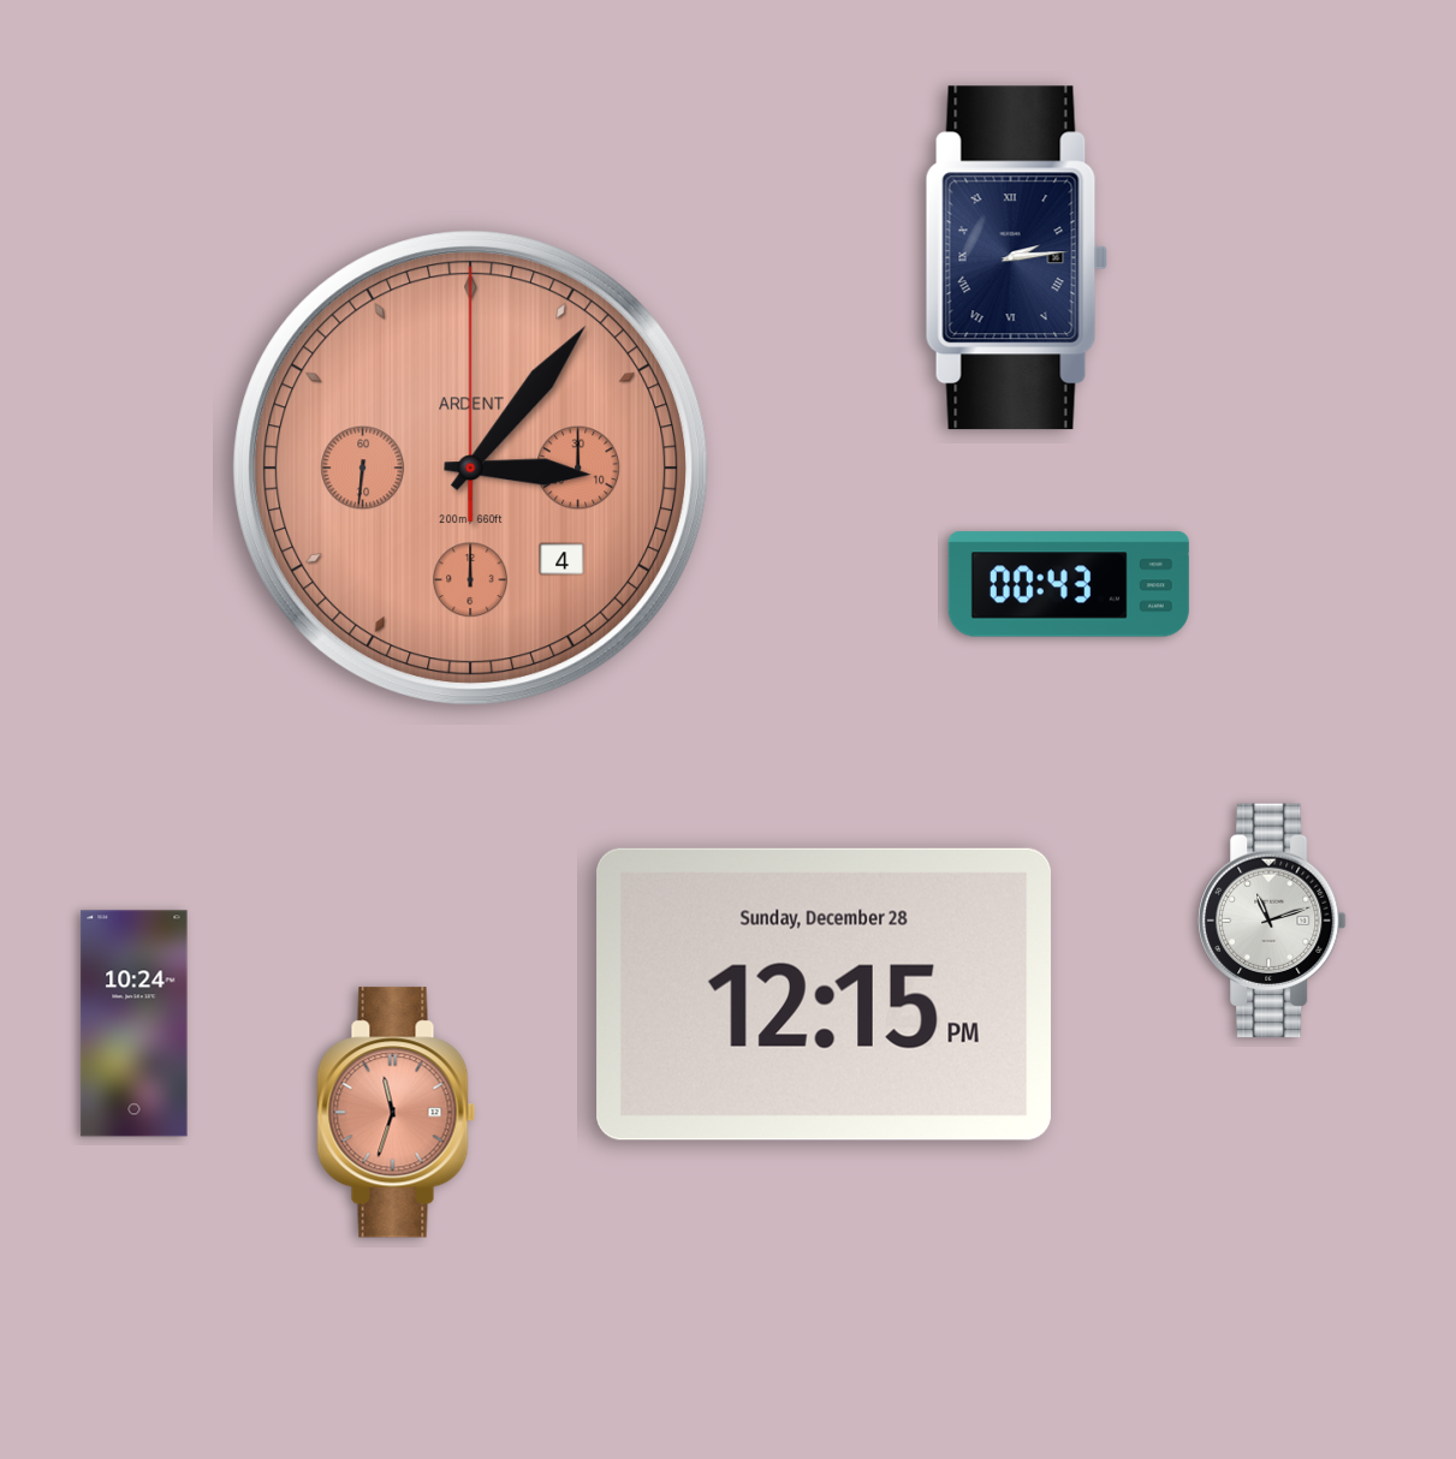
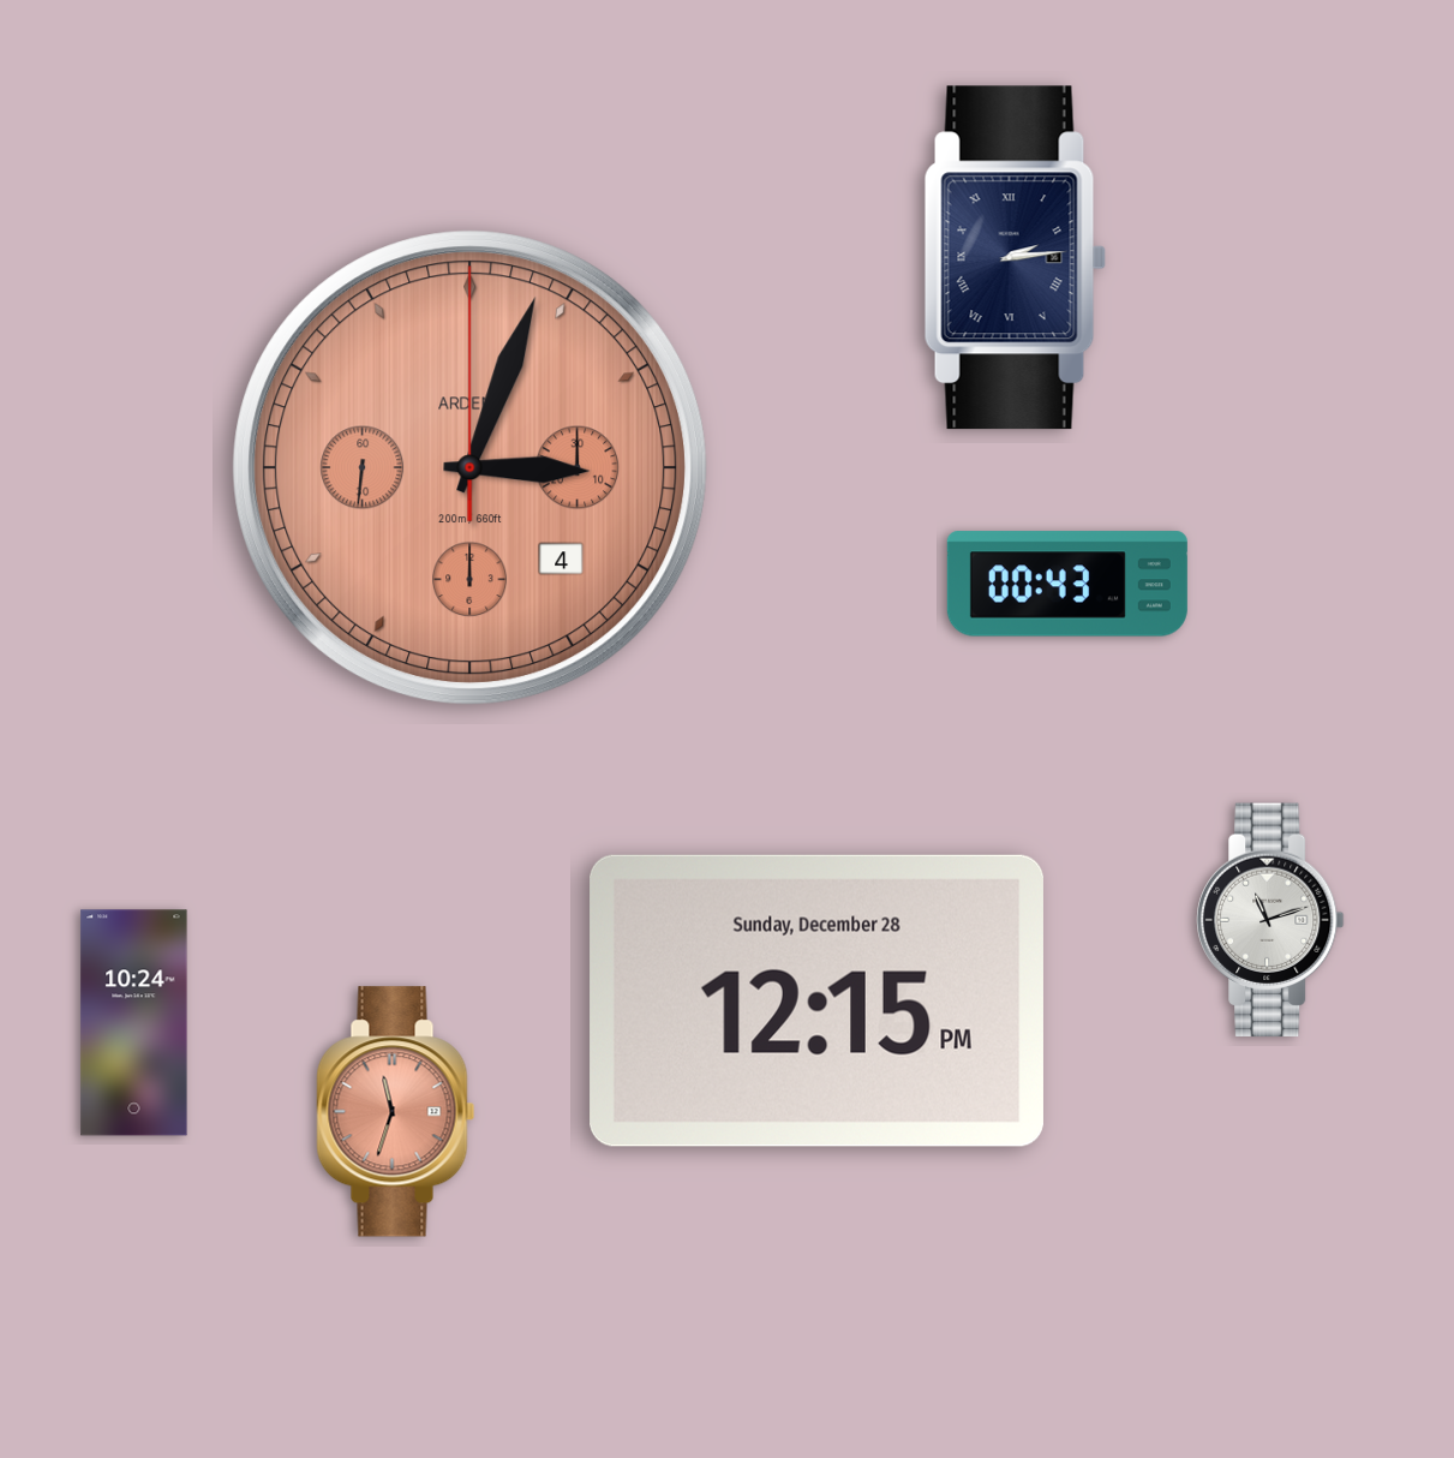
clock at (471, 469): 3:06 -> 3:03
clock at (824, 994) position: (824, 994) -> (816, 1000)
